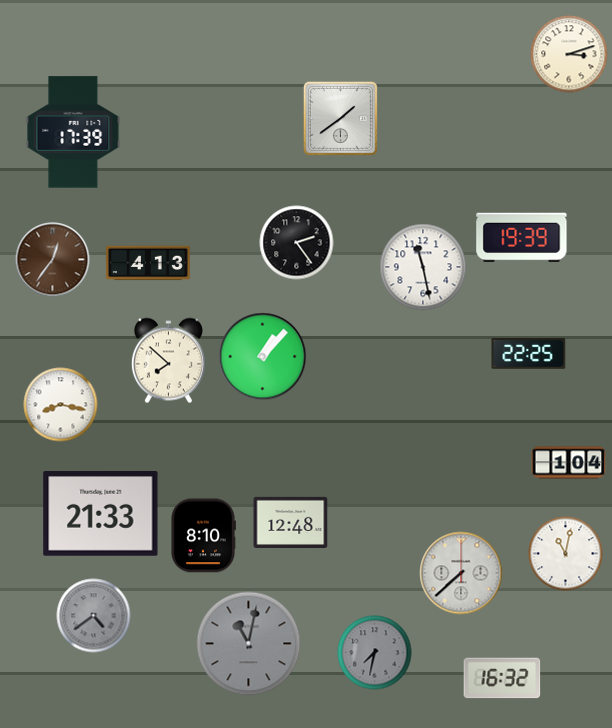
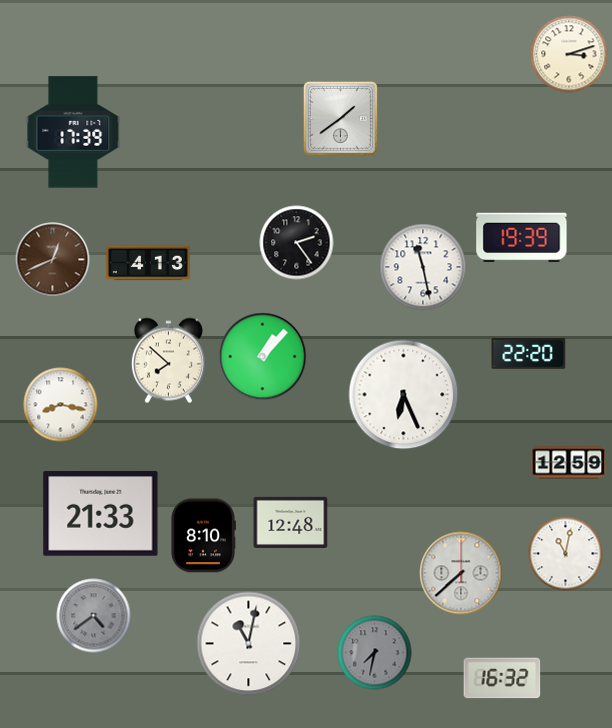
clock at (53, 260): 12:36 -> 12:41
clock at (529, 354): 22:25 -> 22:20
clock at (404, 395): none -> 6:26
clock at (569, 463): 1:04 -> 12:59
clock at (249, 644) dial: grey -> white
